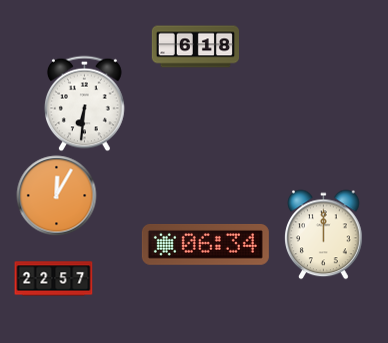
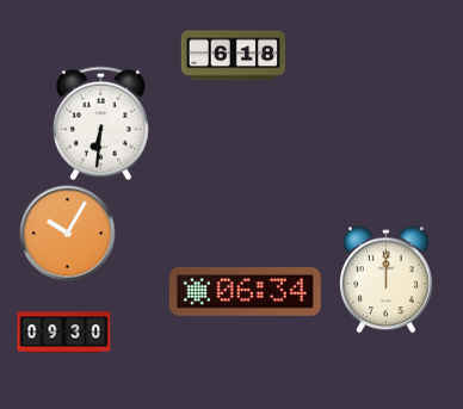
clock at (57, 196): 12:05 -> 10:05
clock at (54, 279): 22:57 -> 09:30
